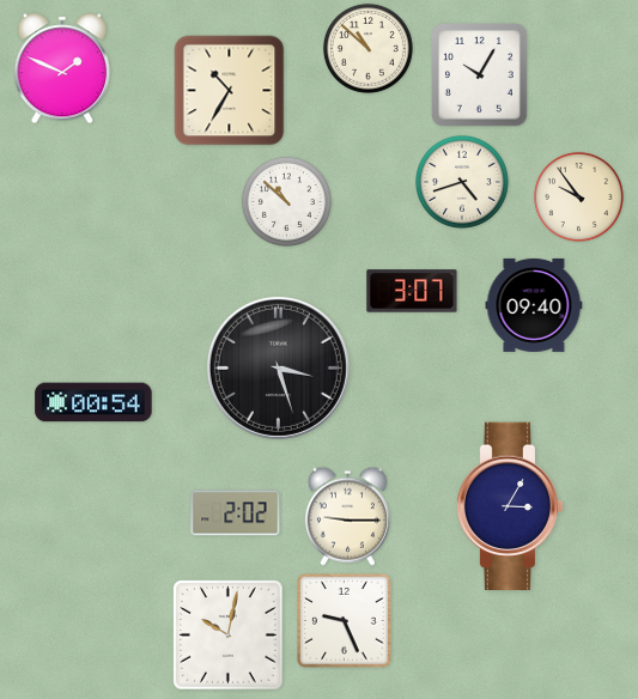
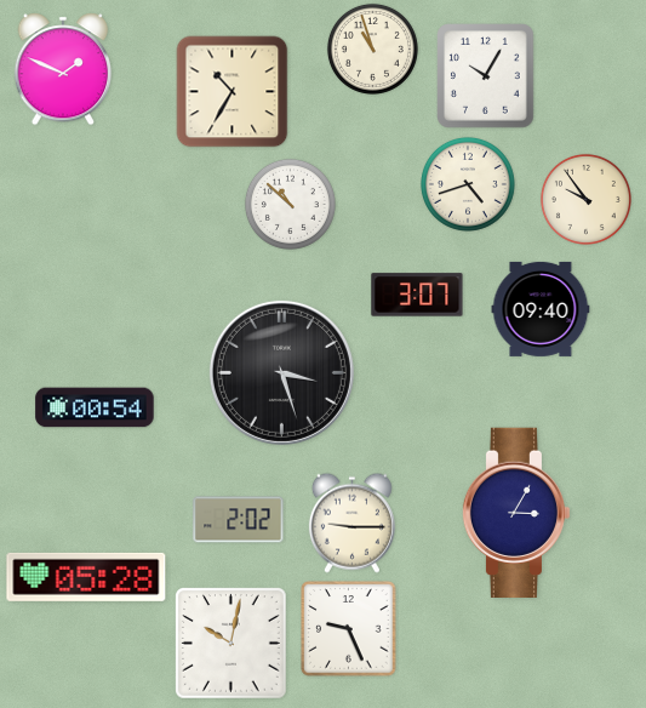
clock at (367, 48): 10:52 -> 10:57
clock at (86, 577): none -> 05:28
